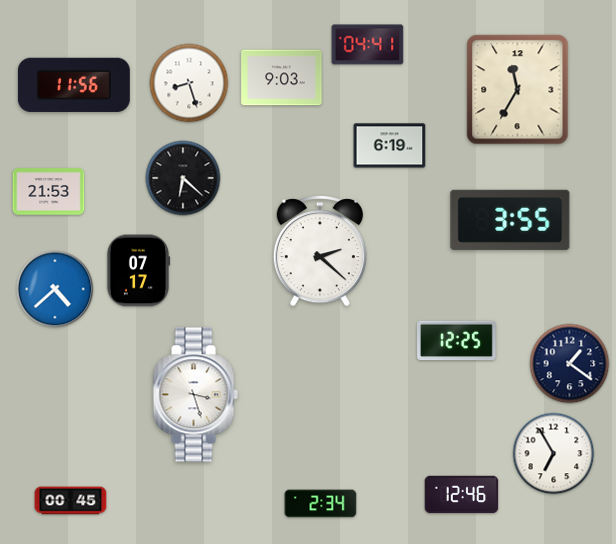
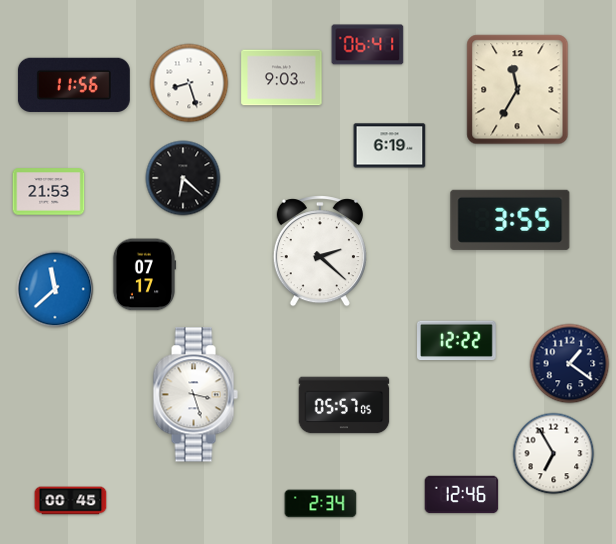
clock at (368, 45): 04:41 -> 06:41
clock at (138, 271) position: (138, 271) -> (144, 275)
clock at (55, 289): 4:38 -> 11:38
clock at (457, 341): 12:25 -> 12:22
clock at (344, 405): none -> 05:57
